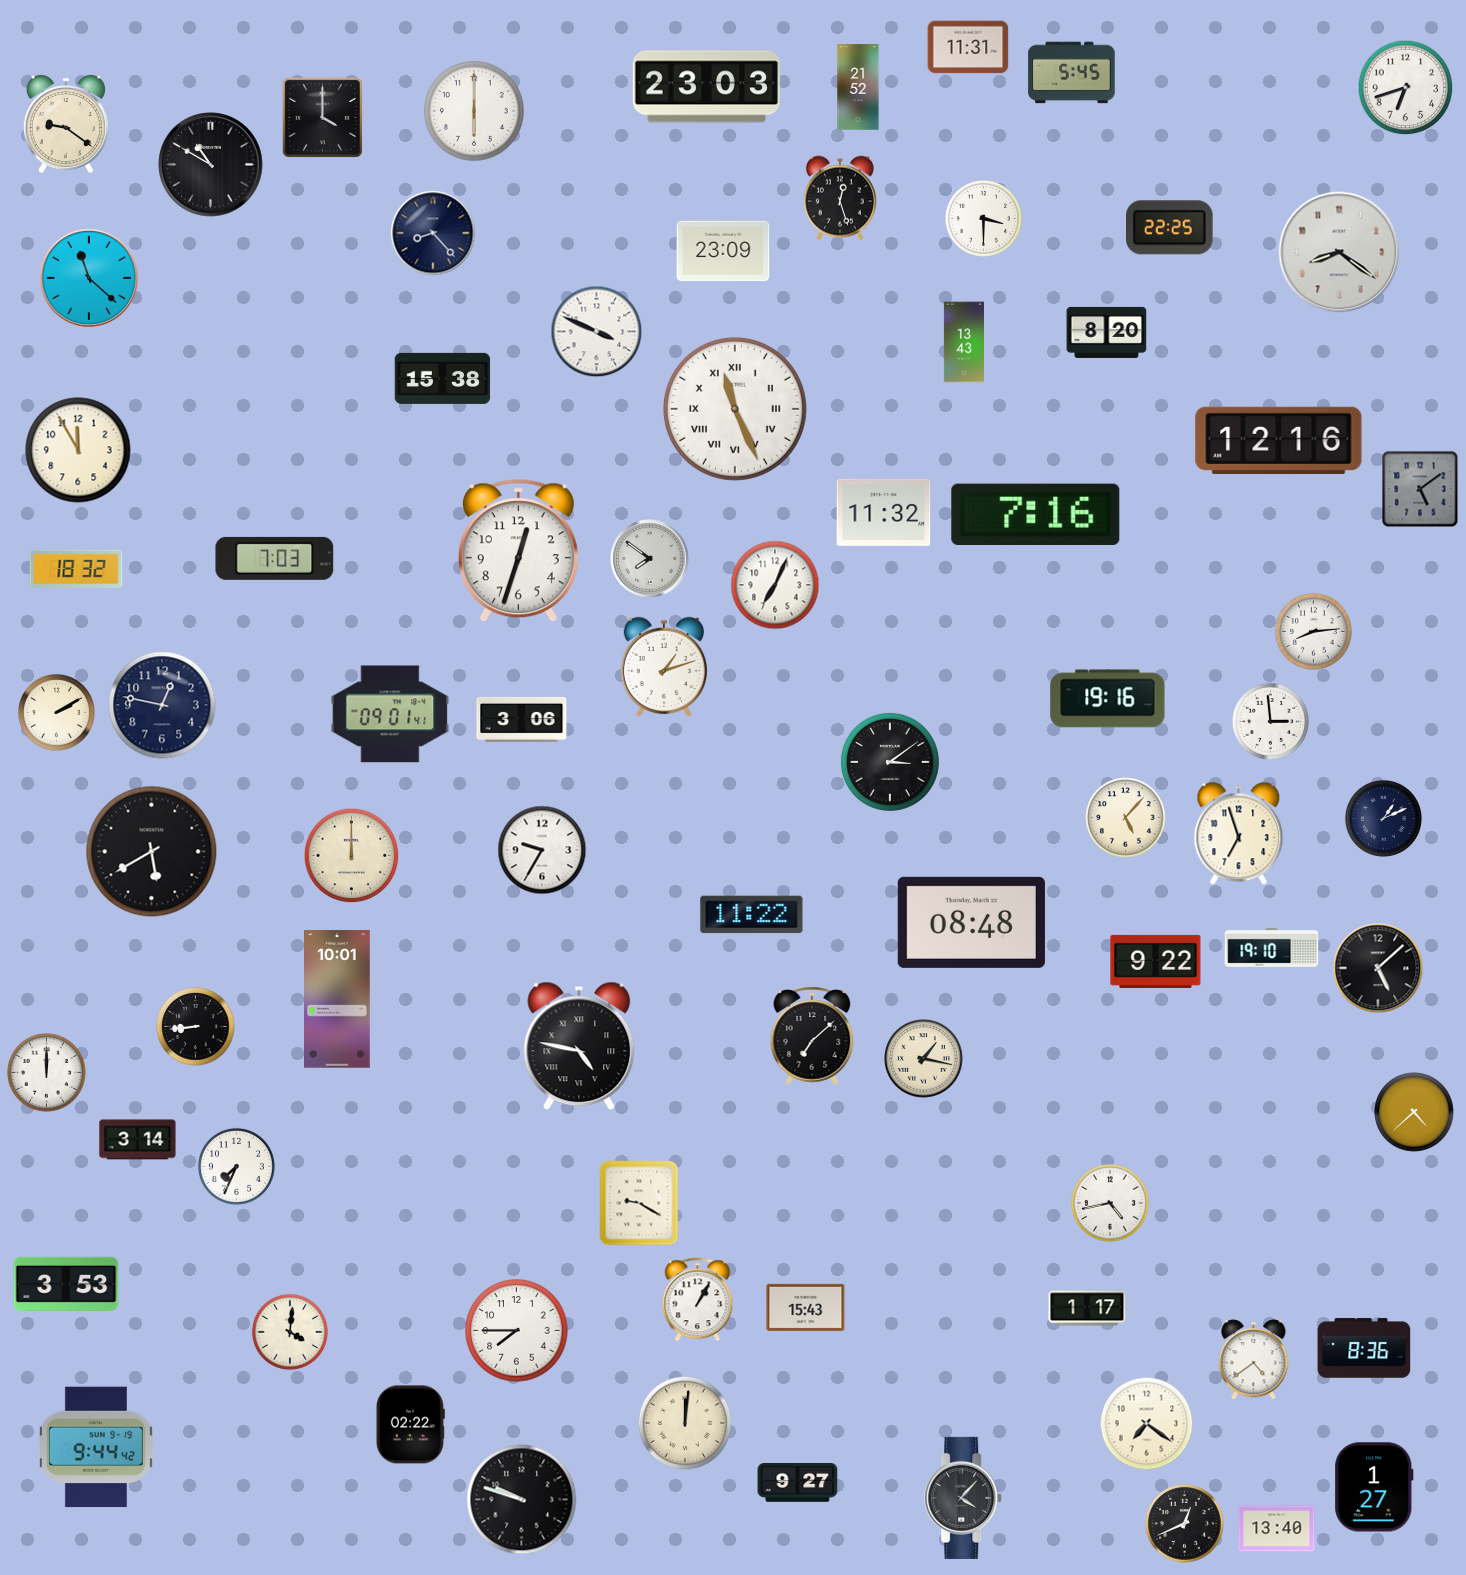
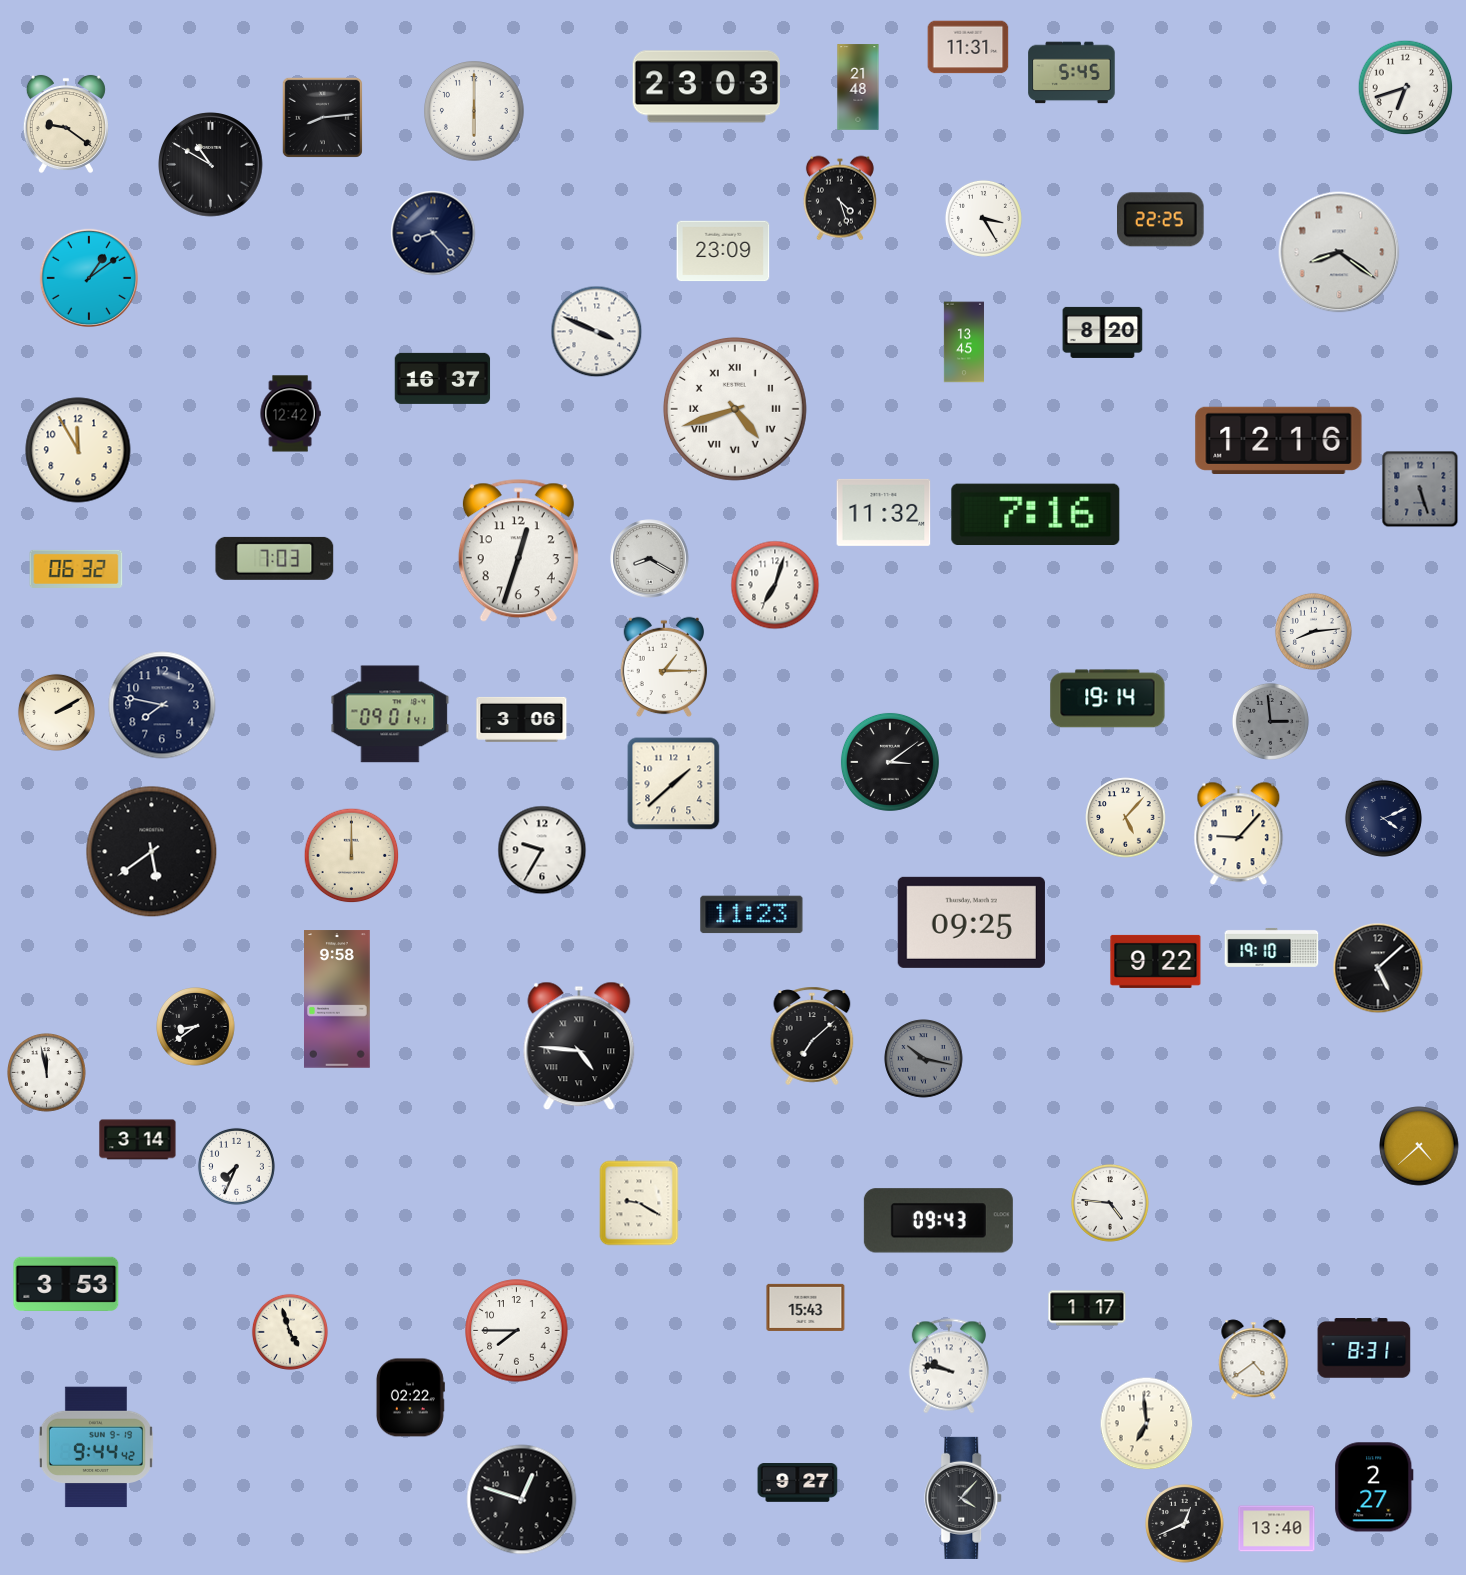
clock at (858, 87): 21:52 -> 21:48
clock at (322, 117): 4:00 -> 8:14
clock at (840, 198): 12:27 -> 4:27
clock at (983, 218): 3:30 -> 3:25
clock at (1170, 228) position: (1170, 228) -> (1161, 220)
clock at (89, 278): 11:22 -> 1:09
clock at (1107, 332) position: (1107, 332) -> (1103, 332)
clock at (963, 342): 13:43 -> 13:45
clock at (443, 378): 15:38 -> 16:37
clock at (735, 409): 11:26 -> 4:42
clock at (290, 414): none -> 12:42
clock at (1420, 489): 5:09 -> 5:27
clock at (650, 559): 7:51 -> 8:20
clock at (76, 569): 18:32 -> 06:32
clock at (775, 585): 7:04 -> 7:03
clock at (663, 667): 1:12 -> 1:15
clock at (1108, 699): 19:16 -> 19:14
clock at (162, 705): 12:47 -> 7:47
clock at (1270, 721) dial: white -> grey
clock at (674, 784): none -> 1:38
clock at (1383, 818): 1:11 -> 4:11
clock at (1239, 834): 6:57 -> 9:07
clock at (152, 852): 5:40 -> 5:39
clock at (752, 915): 11:22 -> 11:23
clock at (971, 922): 08:48 -> 09:25
clock at (338, 999): 10:01 -> 9:58
clock at (196, 1027): 8:44 -> 8:39
clock at (579, 1046): 4:47 -> 4:46
clock at (924, 1059): 1:17 -> 10:17
clock at (924, 1059) dial: cream -> grey
clock at (47, 1073): 12:00 -> 11:58
clock at (1414, 1112) position: (1414, 1112) -> (1419, 1146)
clock at (1110, 1203): 4:43 -> 4:46
clock at (938, 1221): none -> 09:43
clock at (698, 1300): 1:05 -> none
clock at (290, 1332): 4:01 -> 4:57
clock at (1364, 1348): 8:36 -> 8:31
clock at (949, 1366): none -> 9:47
clock at (685, 1423): 12:01 -> none
clock at (1147, 1424): 7:21 -> 6:59
clock at (410, 1425) position: (410, 1425) -> (410, 1398)
clock at (1374, 1487): 1:27 -> 2:27
clock at (522, 1500): 9:48 -> 12:48
